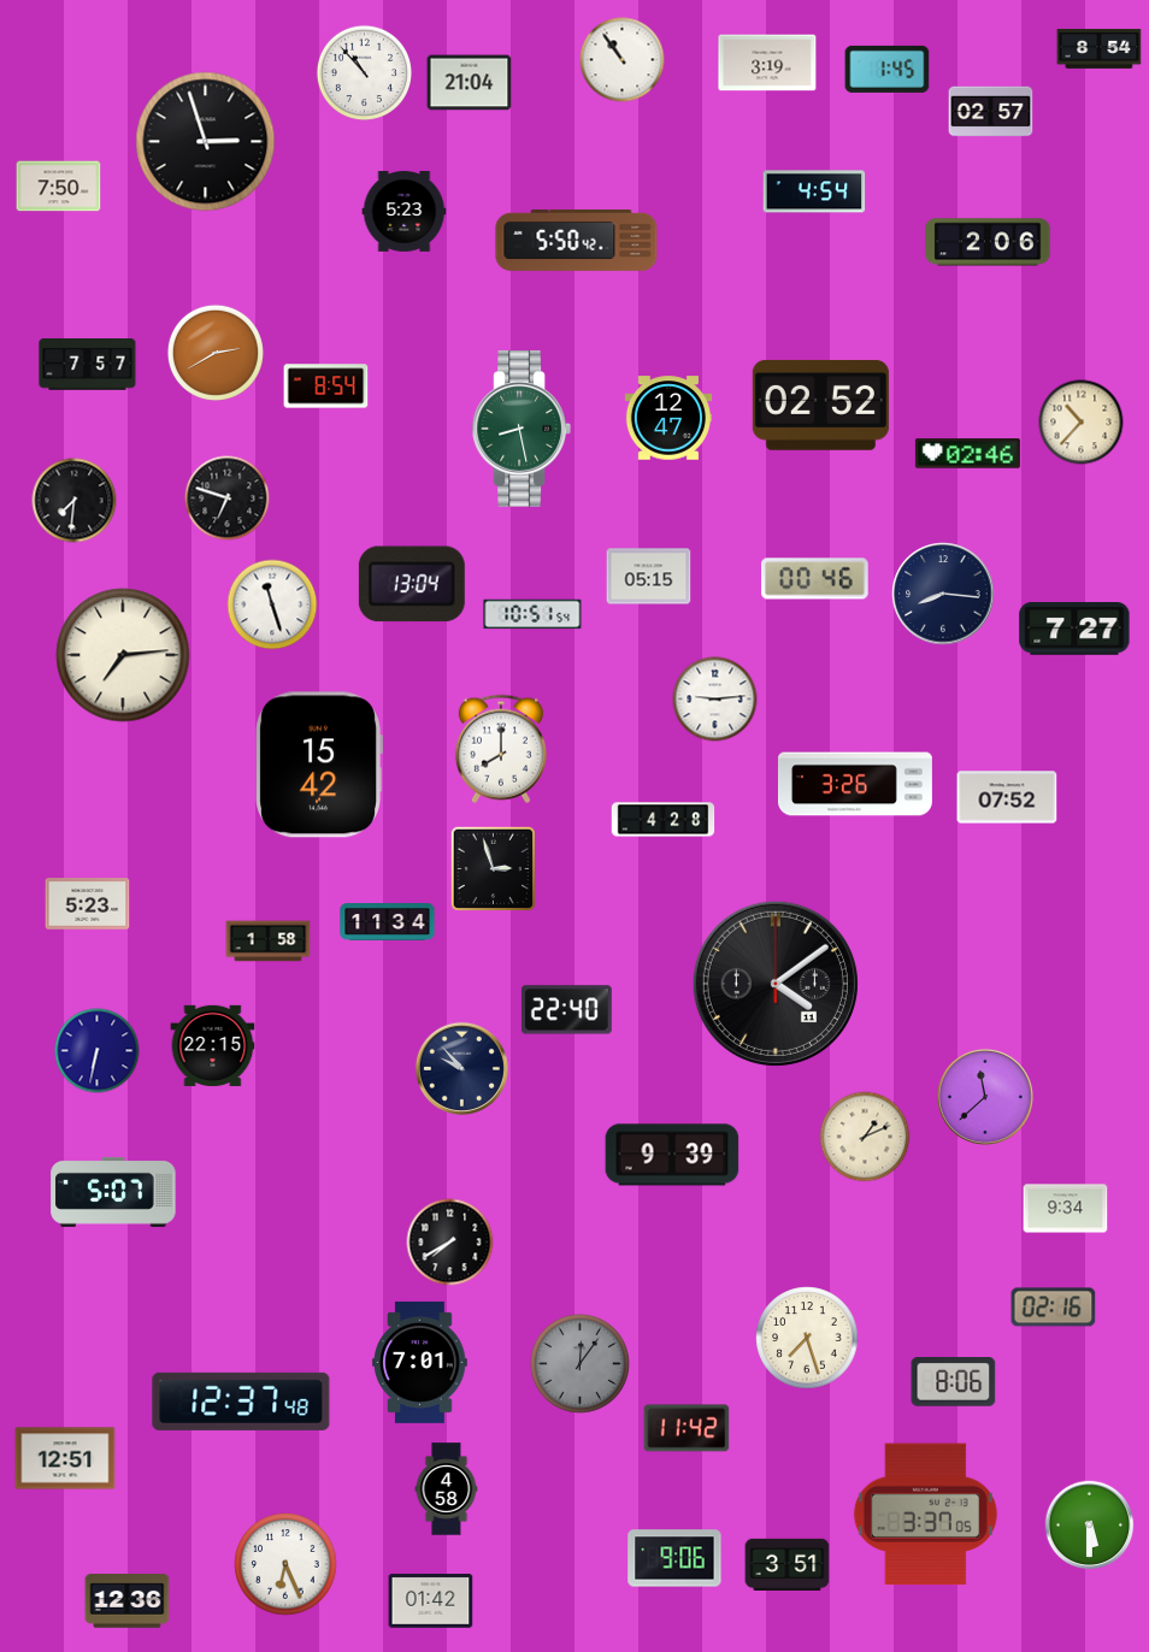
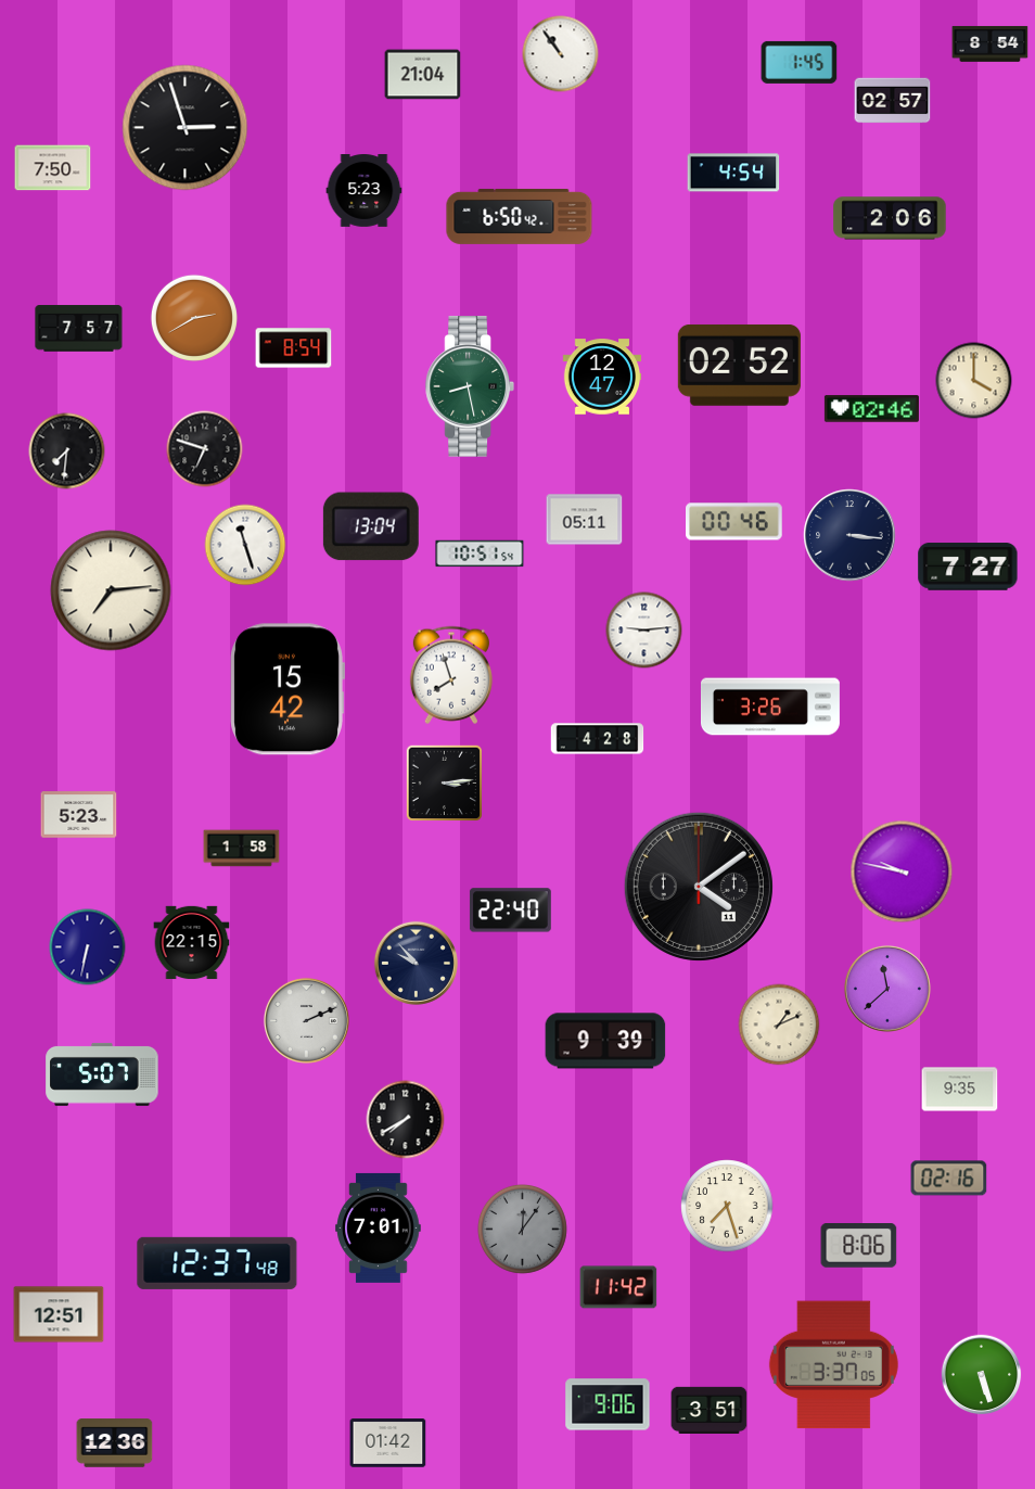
clock at (767, 63): 3:19 -> none
clock at (364, 72): 10:53 -> none
clock at (577, 240): 5:50 -> 6:50
clock at (1082, 423): 10:37 -> 4:00
clock at (649, 577): 05:15 -> 05:11
clock at (943, 594): 8:16 -> 3:16
clock at (501, 749): 8:00 -> 7:57
clock at (1007, 797): 07:52 -> none
clock at (494, 869): 2:57 -> 3:14
clock at (388, 922): 11:34 -> none
clock at (902, 871): none -> 9:47
clock at (306, 1020): none -> 2:11
clock at (1066, 1209): 9:34 -> 9:35
clock at (447, 1489): 4:58 -> none
clock at (1090, 1526): 5:30 -> 5:27
clock at (285, 1564): 6:26 -> none
